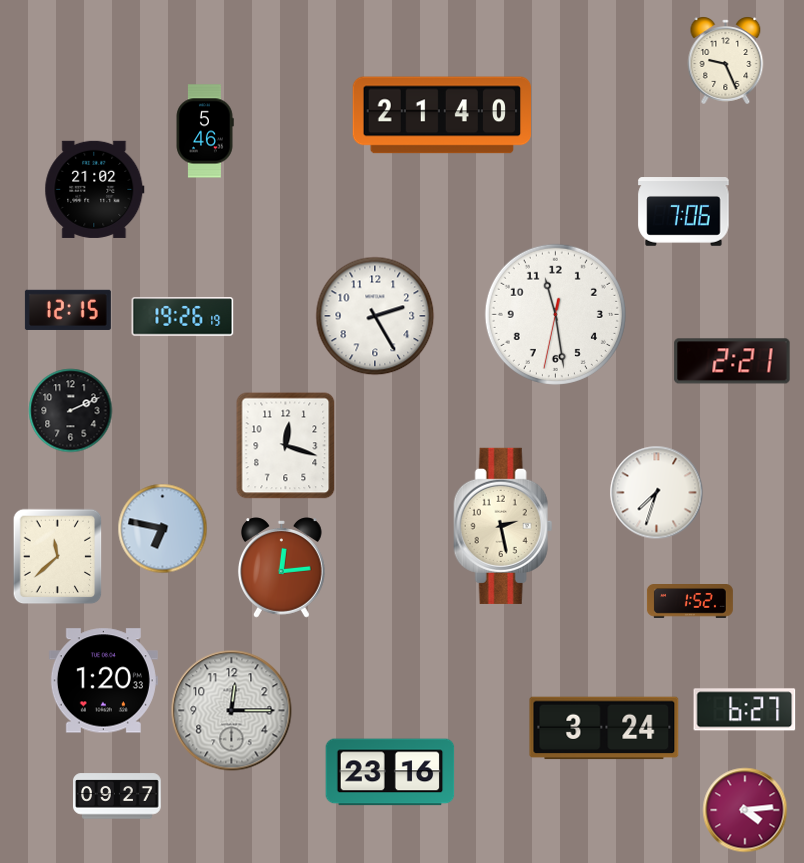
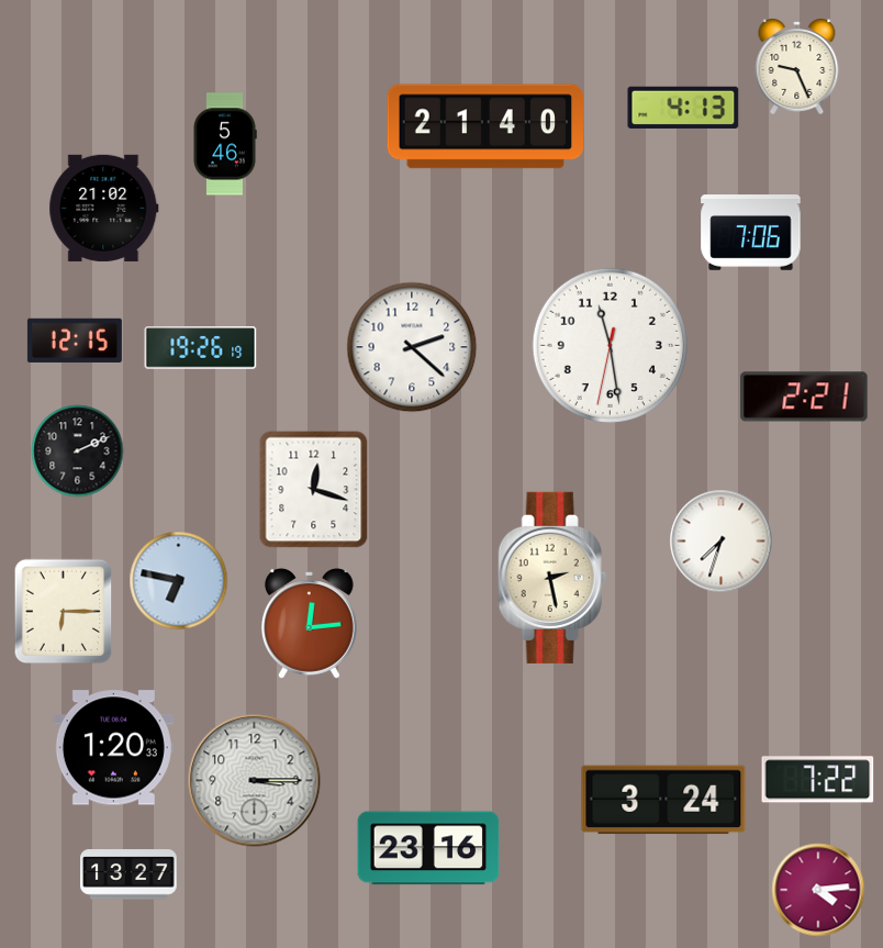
clock at (683, 107): none -> 4:13
clock at (375, 316): 2:25 -> 2:22
clock at (58, 557): 11:38 -> 6:15
clock at (690, 602): 1:52 -> none
clock at (745, 710): 6:27 -> 7:22
clock at (232, 711): 12:15 -> 3:15
clock at (117, 796): 09:27 -> 13:27
